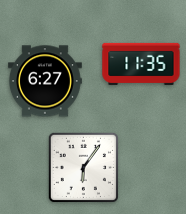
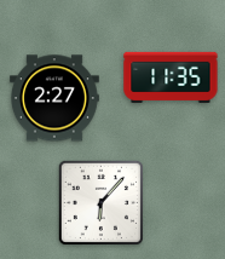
clock at (46, 81): 6:27 -> 2:27
clock at (83, 167): 6:06 -> 6:07
